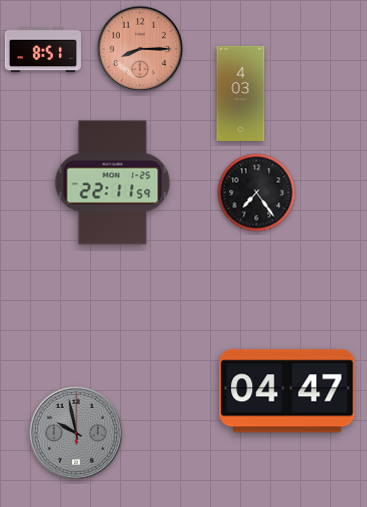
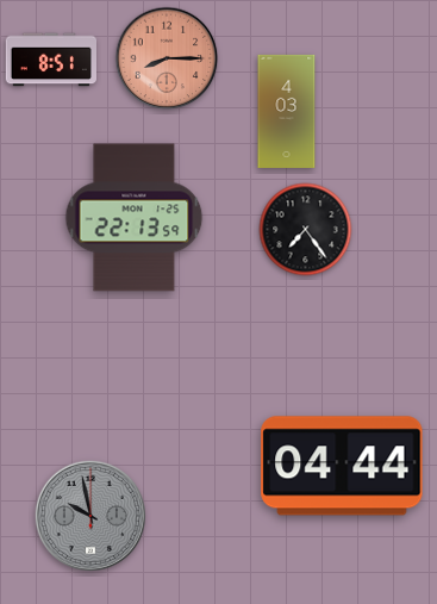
clock at (113, 183): 22:11 -> 22:13
clock at (287, 391): 04:47 -> 04:44
